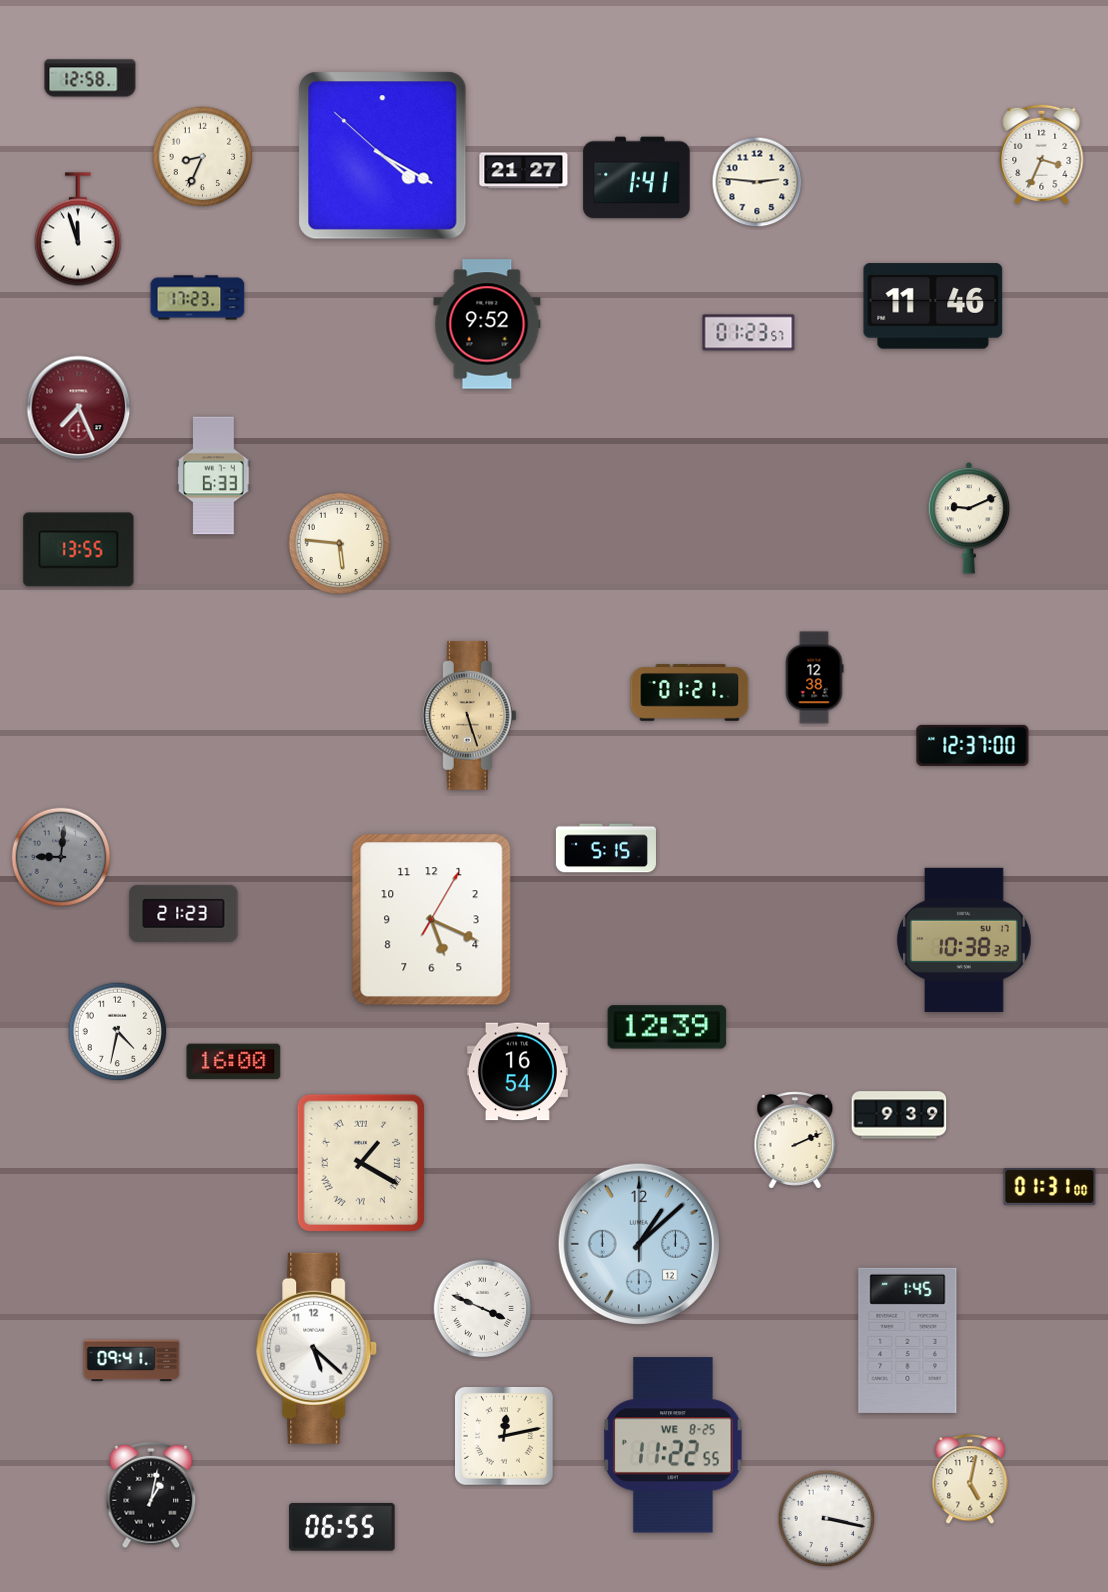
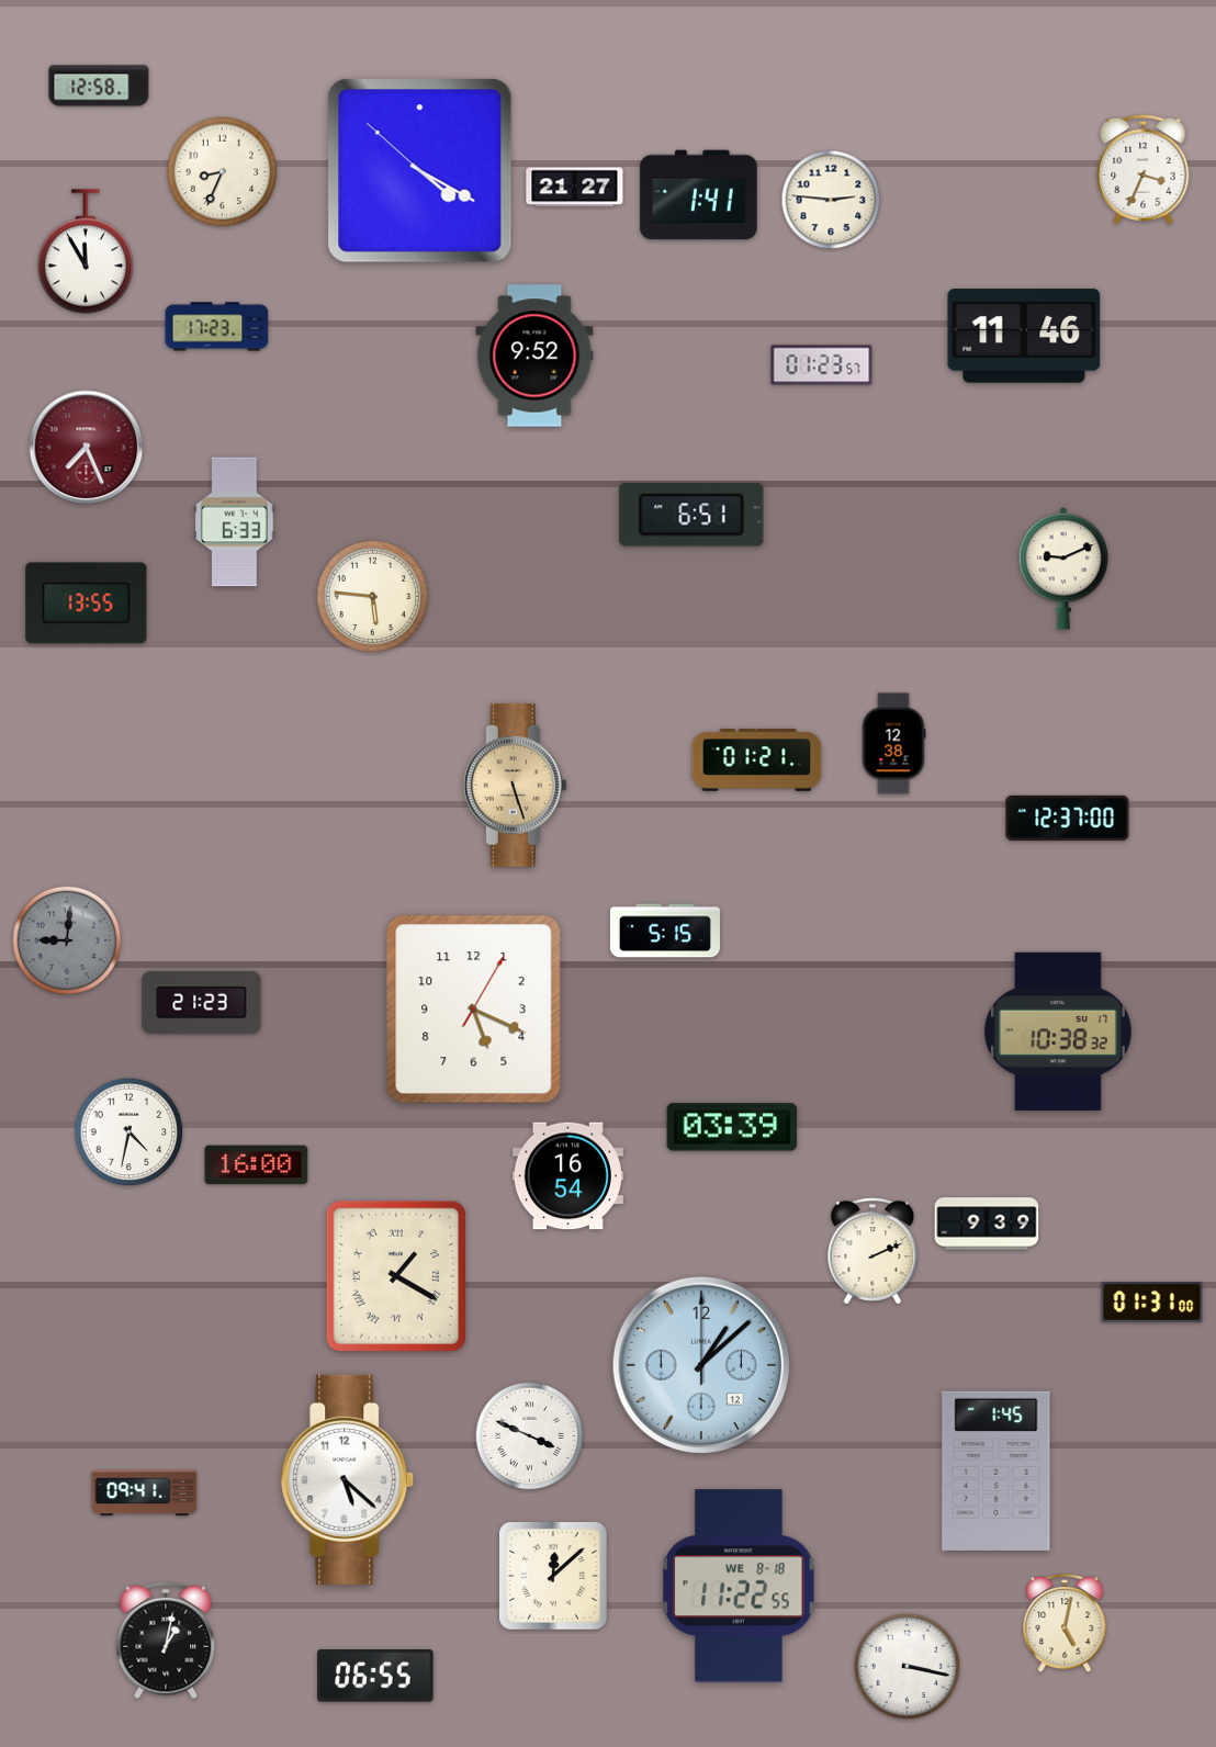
clock at (78, 229): 11:57 -> 11:55
clock at (691, 515): none -> 6:51
clock at (667, 1027): 12:39 -> 03:39
clock at (505, 1437): 12:13 -> 12:08
clock at (673, 1445) date: WE 8-25 -> WE 8-18
